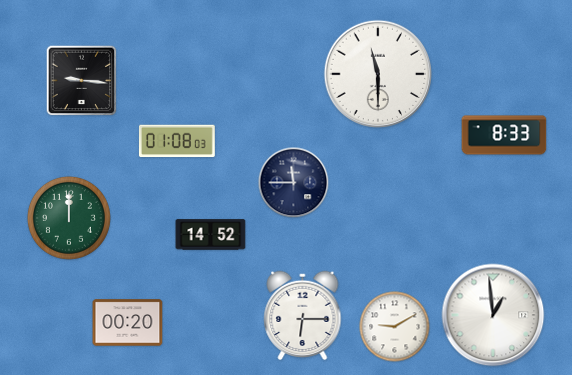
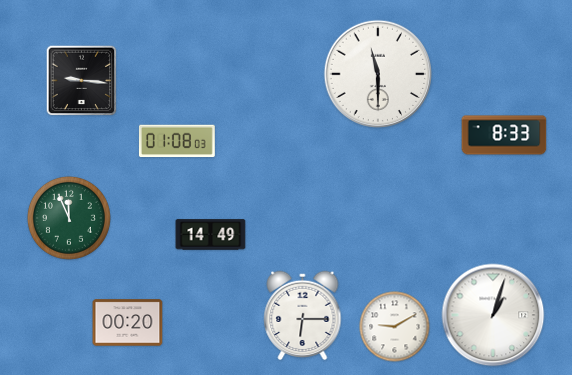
clock at (294, 183): 11:45 -> none
clock at (69, 218): 12:00 -> 11:56
clock at (211, 235): 14:52 -> 14:49
clock at (493, 315): 12:59 -> 1:03
